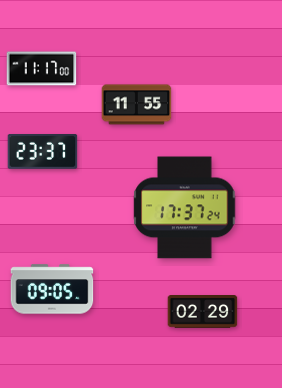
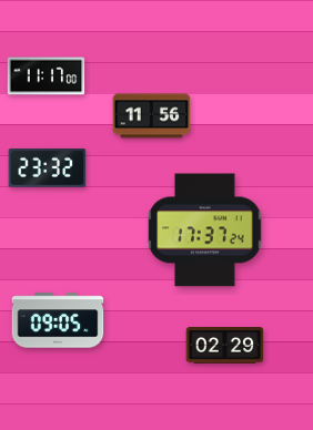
clock at (137, 105): 11:55 -> 11:56
clock at (43, 152): 23:37 -> 23:32
